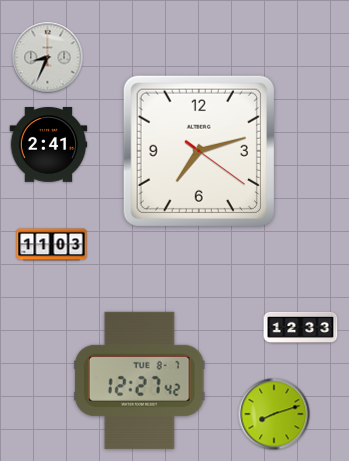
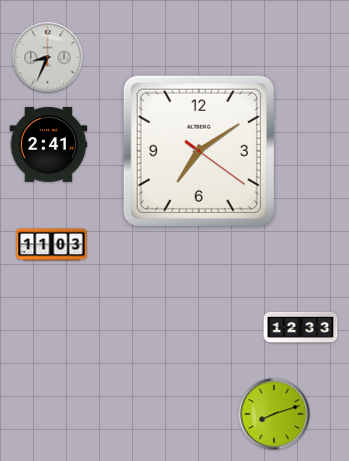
clock at (199, 151): 7:12 -> 7:09
clock at (139, 380): 12:27 -> none
